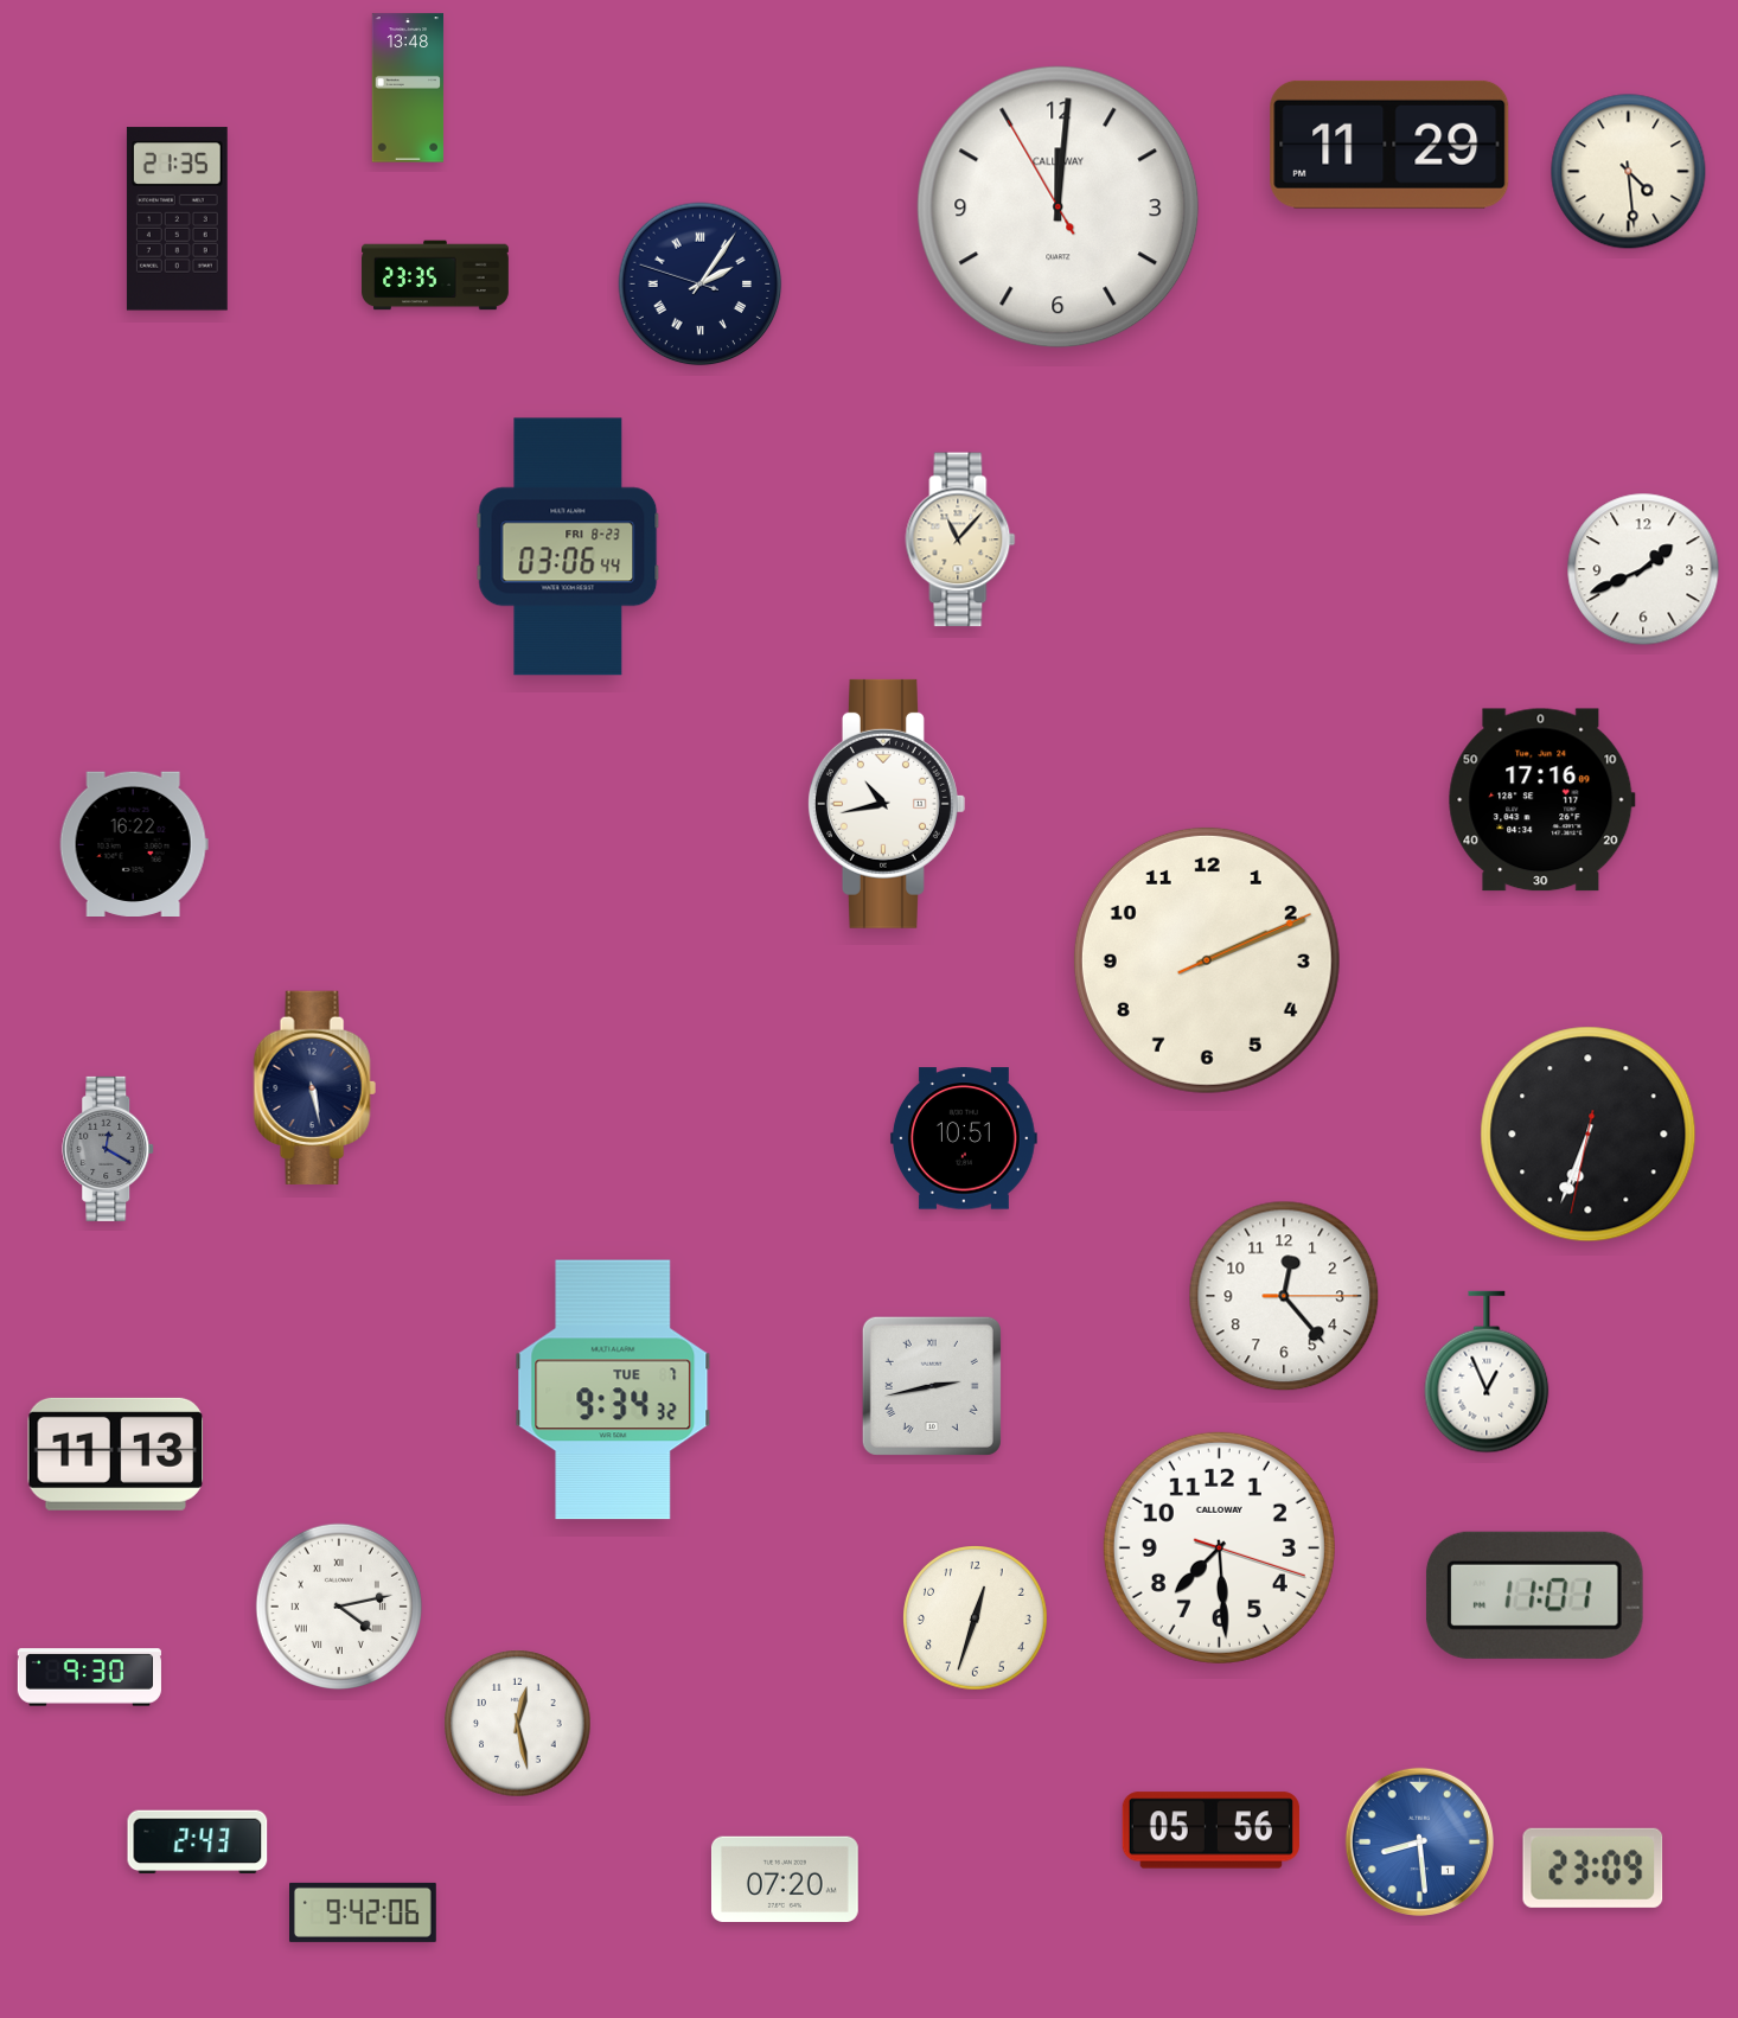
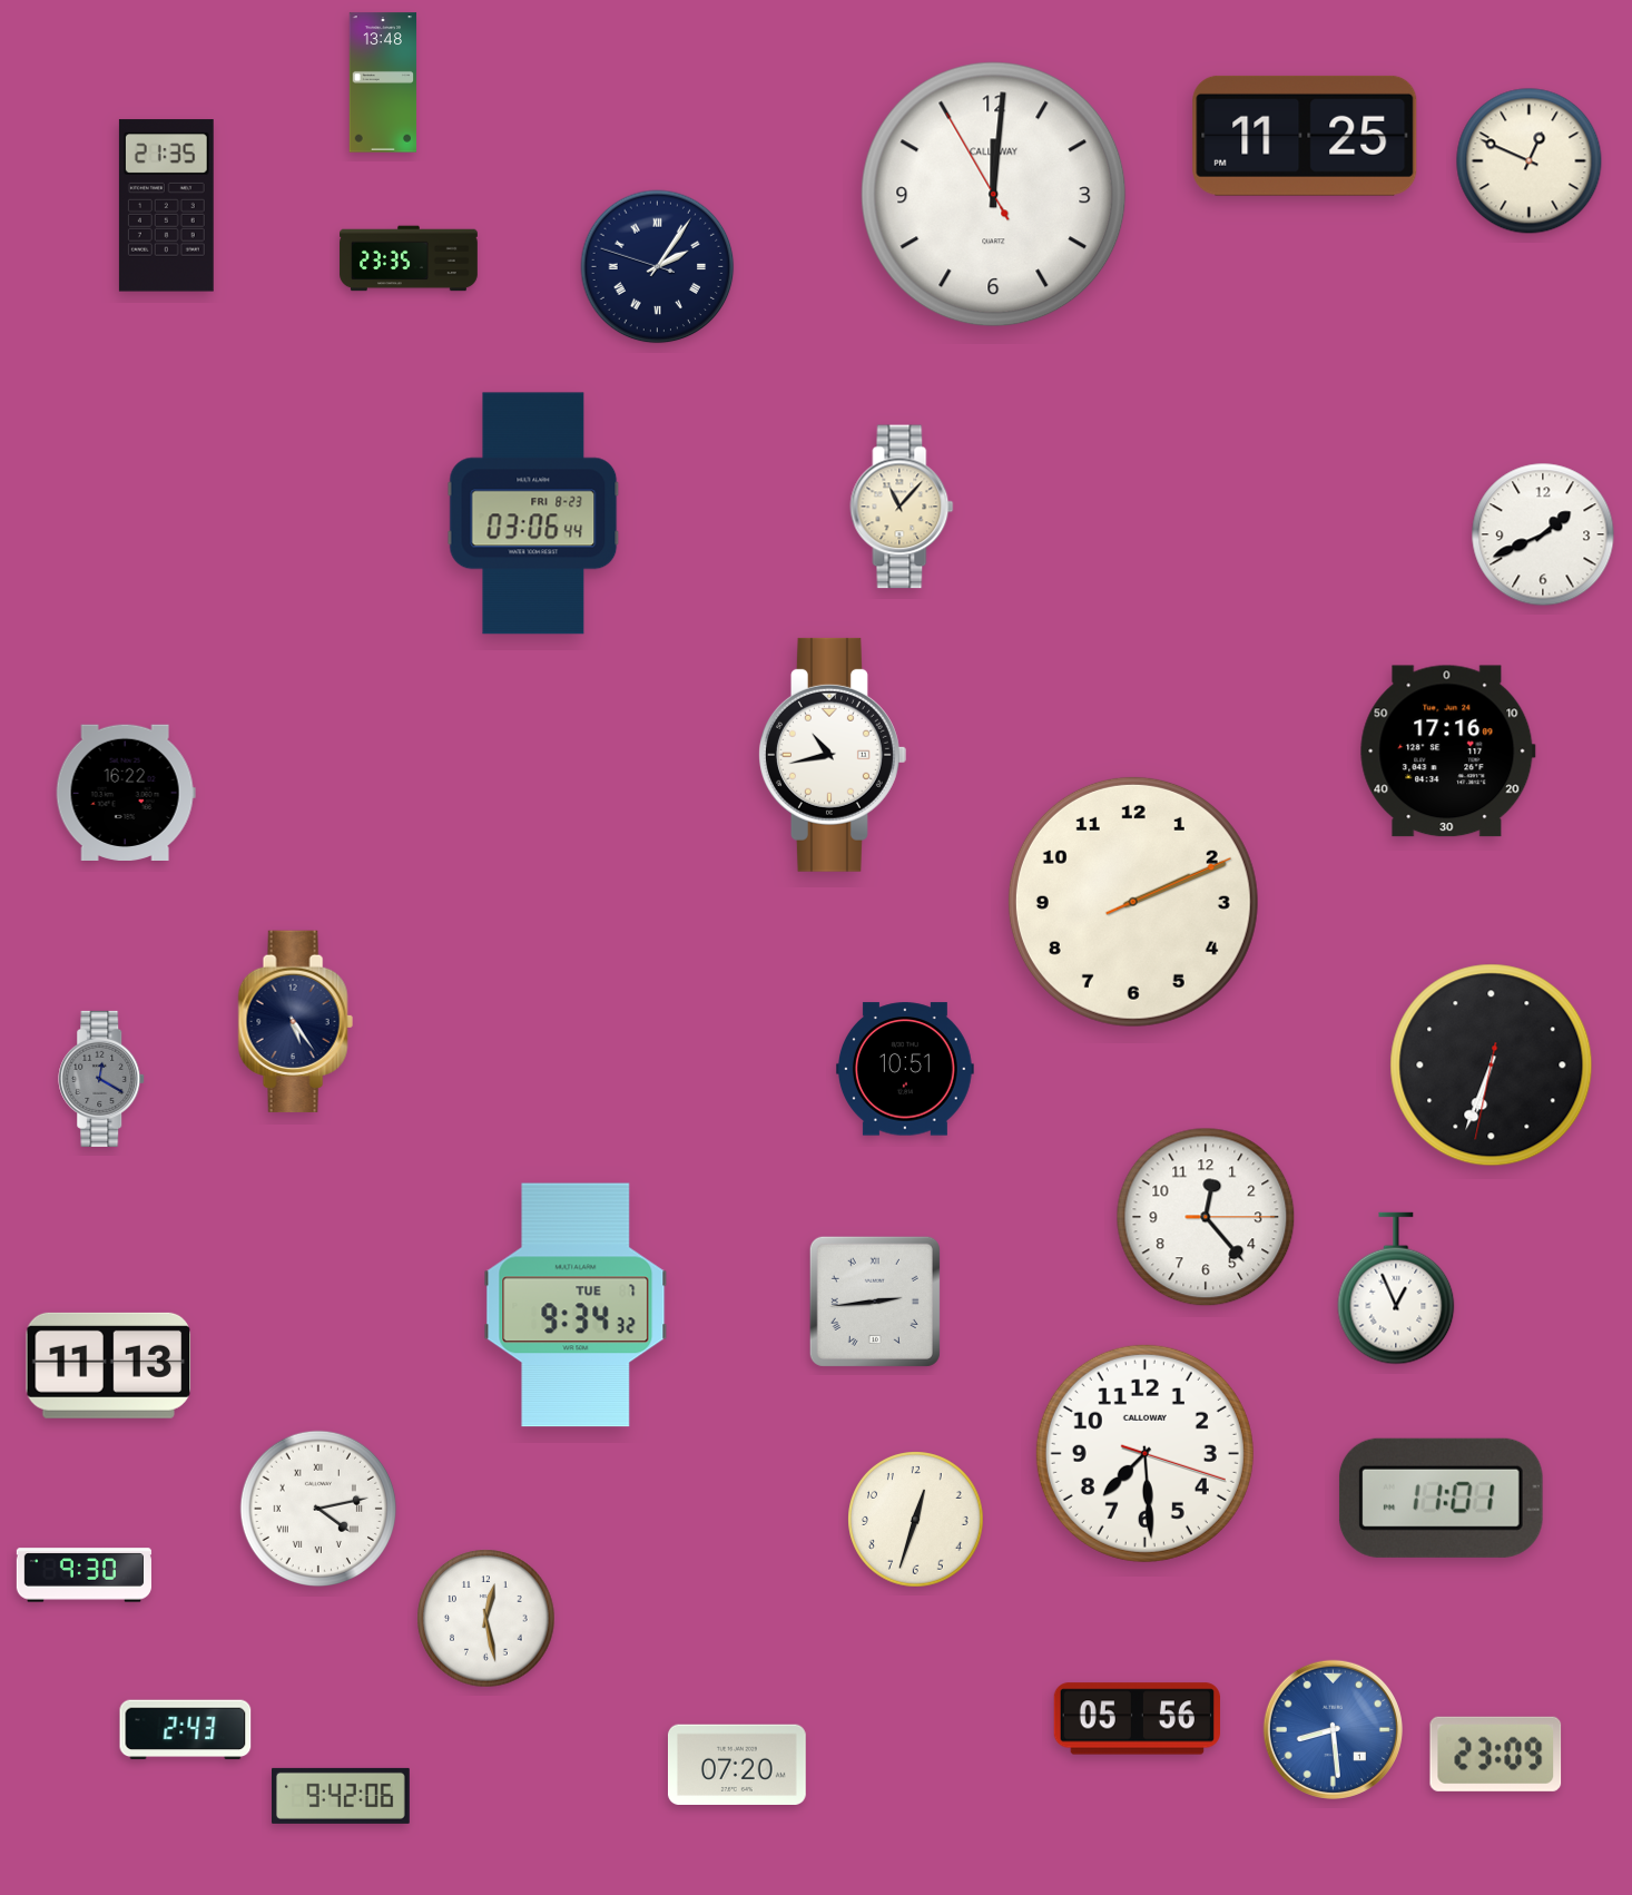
clock at (1389, 145): 11:29 -> 11:25
clock at (1629, 172): 4:29 -> 12:49
clock at (314, 1087): 5:28 -> 5:24
clock at (932, 1386): 2:43 -> 2:44
